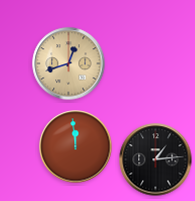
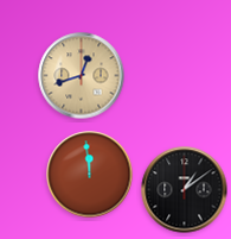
clock at (156, 160): 1:14 -> 1:09
